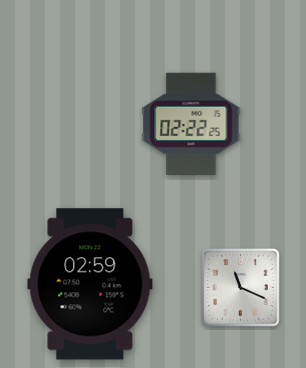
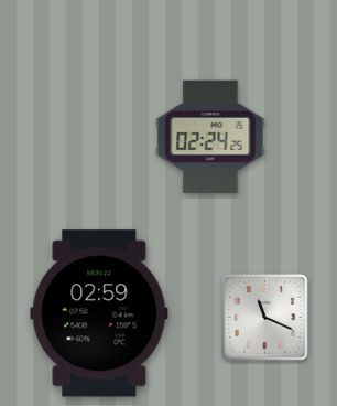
clock at (191, 124): 02:22 -> 02:24
